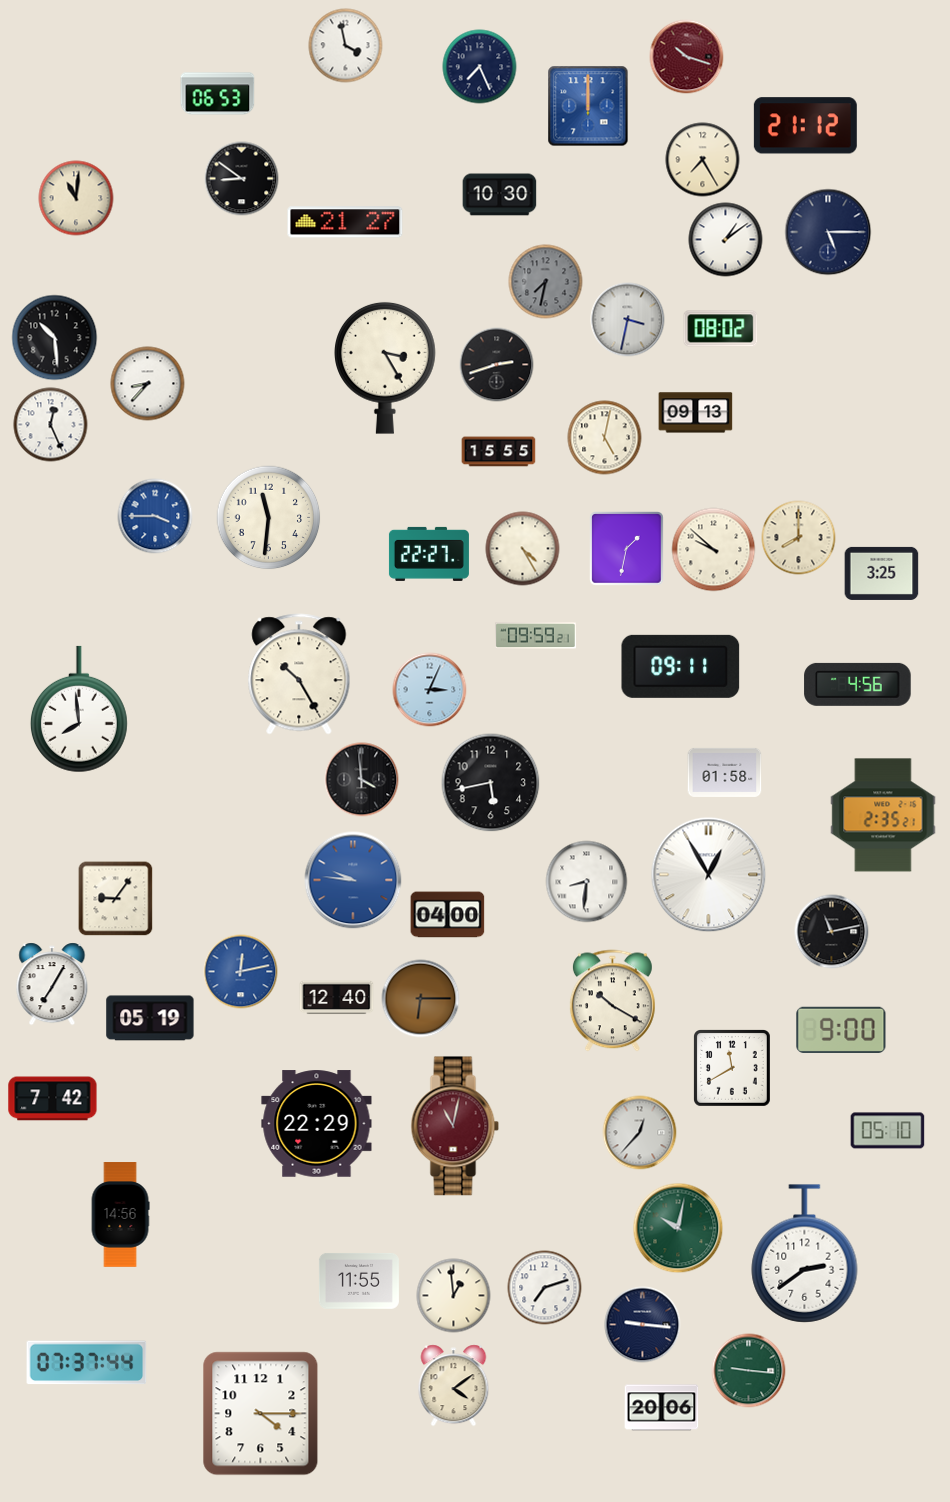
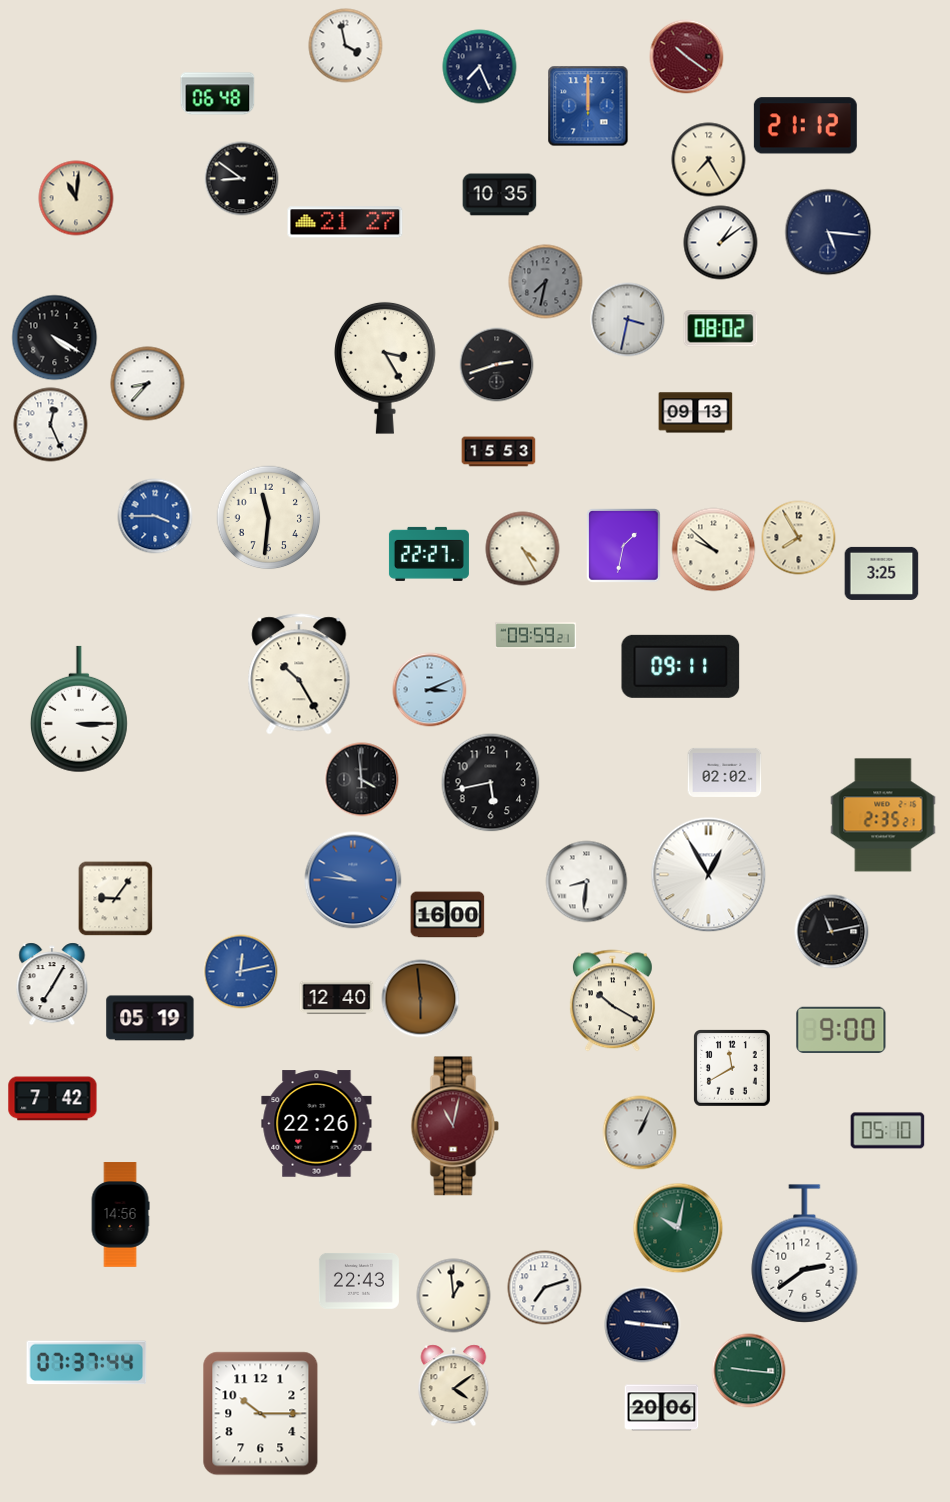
clock at (687, 57): 10:18 -> 10:21
clock at (218, 94): 06:53 -> 06:48
clock at (703, 160) position: (703, 160) -> (709, 160)
clock at (500, 195): 10:30 -> 10:35
clock at (828, 232): 5:15 -> 5:16
clock at (726, 240) position: (726, 240) -> (721, 243)
clock at (55, 338): 10:29 -> 4:20
clock at (605, 438): 5:02 -> none
clock at (499, 452): 15:55 -> 15:53
clock at (799, 538): 8:00 -> 7:55
clock at (627, 549) position: (627, 549) -> (624, 546)
clock at (858, 684): 4:56 -> none
clock at (430, 690): 3:04 -> 3:11
clock at (79, 709): 7:59 -> 3:15
clock at (725, 772): 01:58 -> 02:02
clock at (448, 915): 04:00 -> 16:00
clock at (421, 999): 6:15 -> 5:59
clock at (317, 1124): 22:29 -> 22:26
clock at (640, 1133): 12:37 -> 1:04
clock at (359, 1281): 11:55 -> 22:43
clock at (261, 1414): 4:15 -> 10:15
